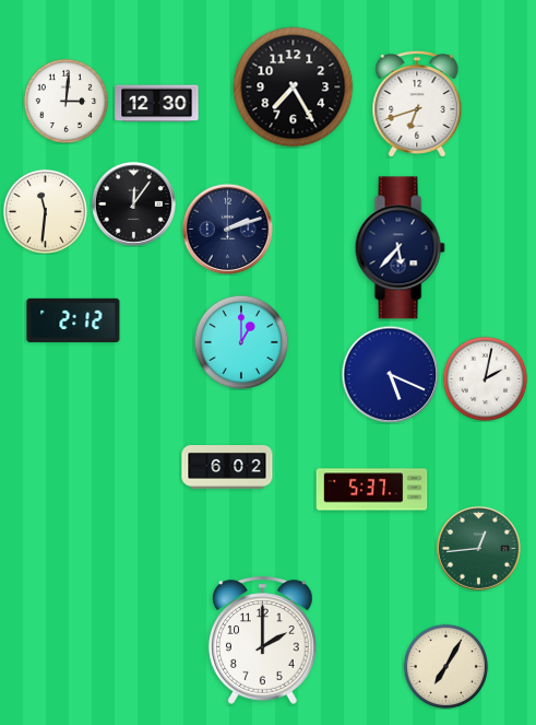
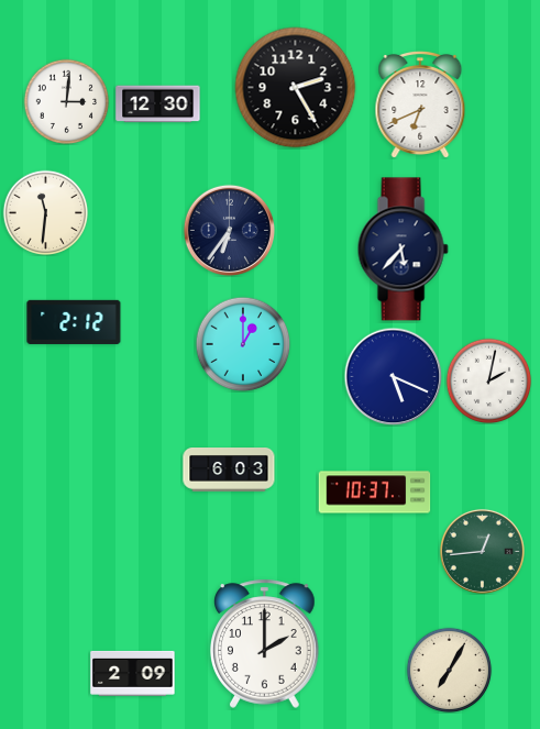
clock at (294, 87): 7:25 -> 2:25
clock at (417, 105): 6:42 -> 6:41
clock at (133, 203): 12:06 -> none
clock at (227, 229): 2:12 -> 6:36
clock at (227, 468): 6:02 -> 6:03
clock at (372, 490): 5:37 -> 10:37
clock at (133, 673): none -> 2:09
